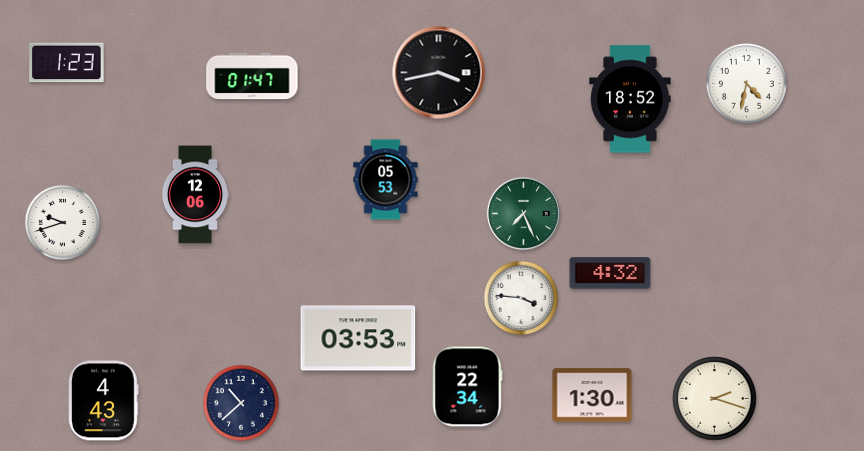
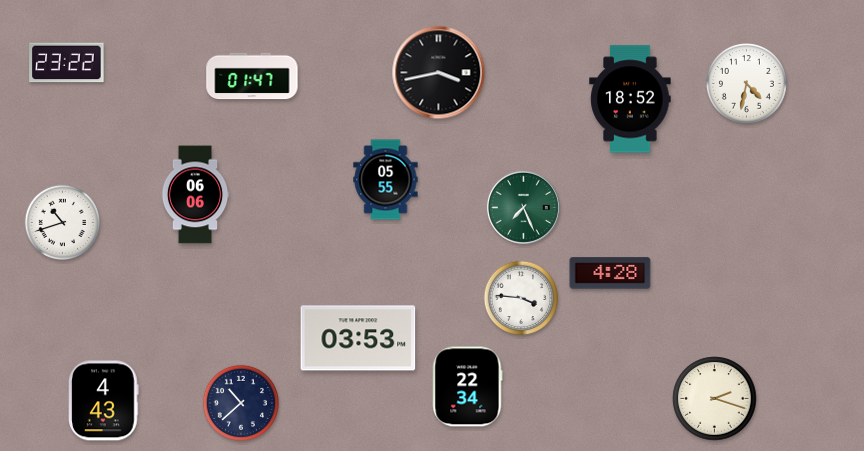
clock at (67, 63): 1:23 -> 23:22
clock at (386, 180): 05:53 -> 05:55
clock at (195, 195): 12:06 -> 06:06
clock at (523, 213) position: (523, 213) -> (523, 207)
clock at (63, 223): 9:42 -> 10:42
clock at (610, 273): 4:32 -> 4:28
clock at (592, 395): 1:30 -> none
